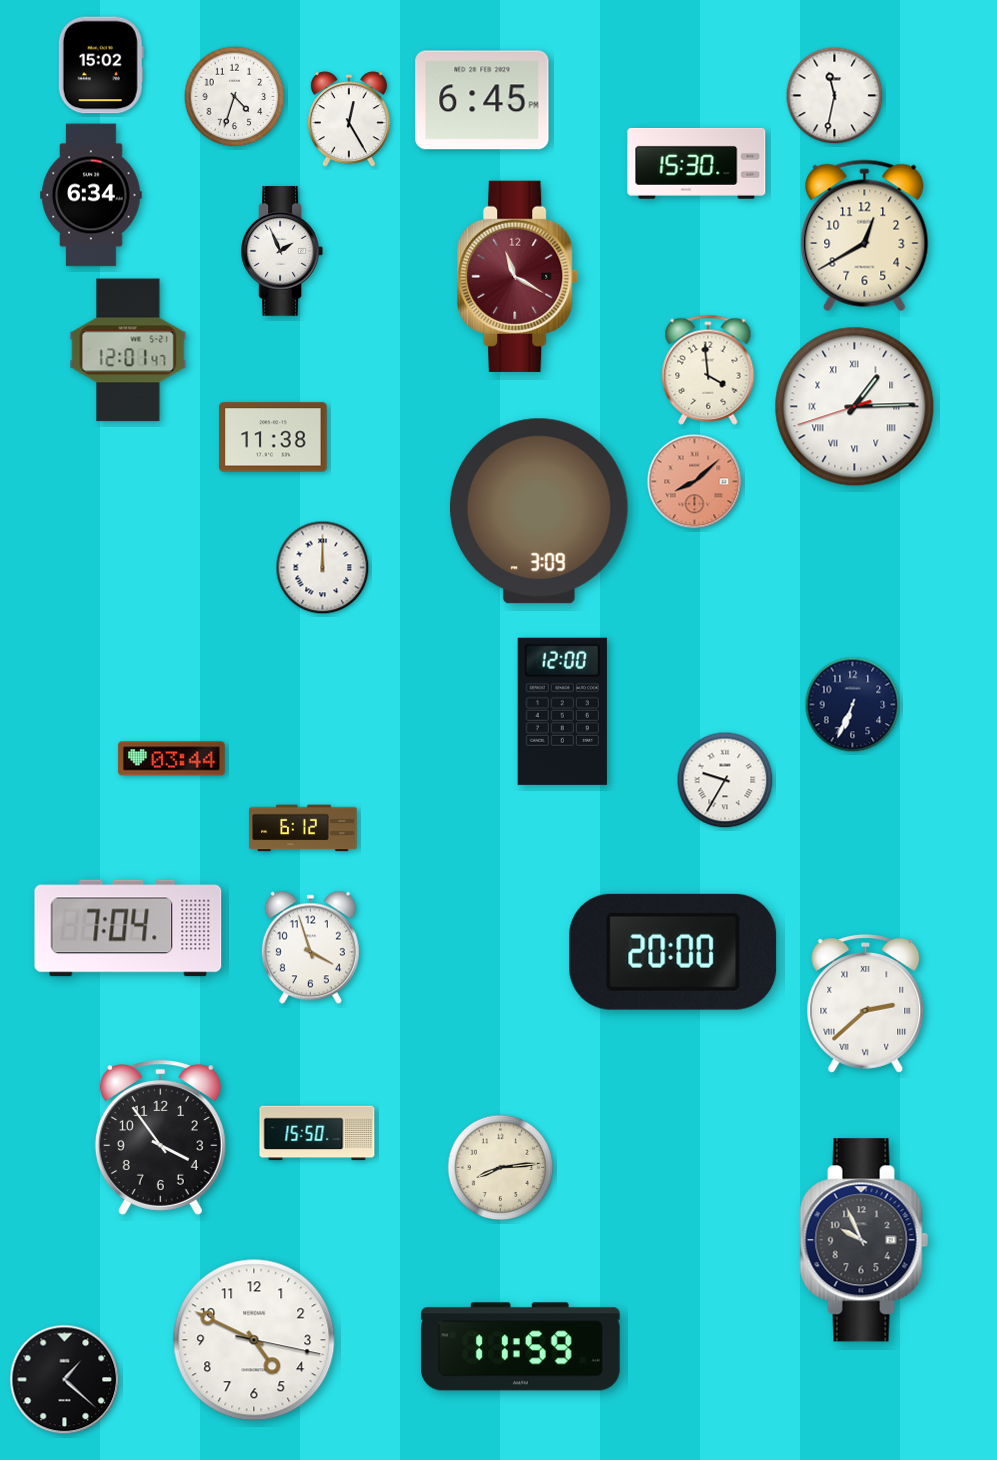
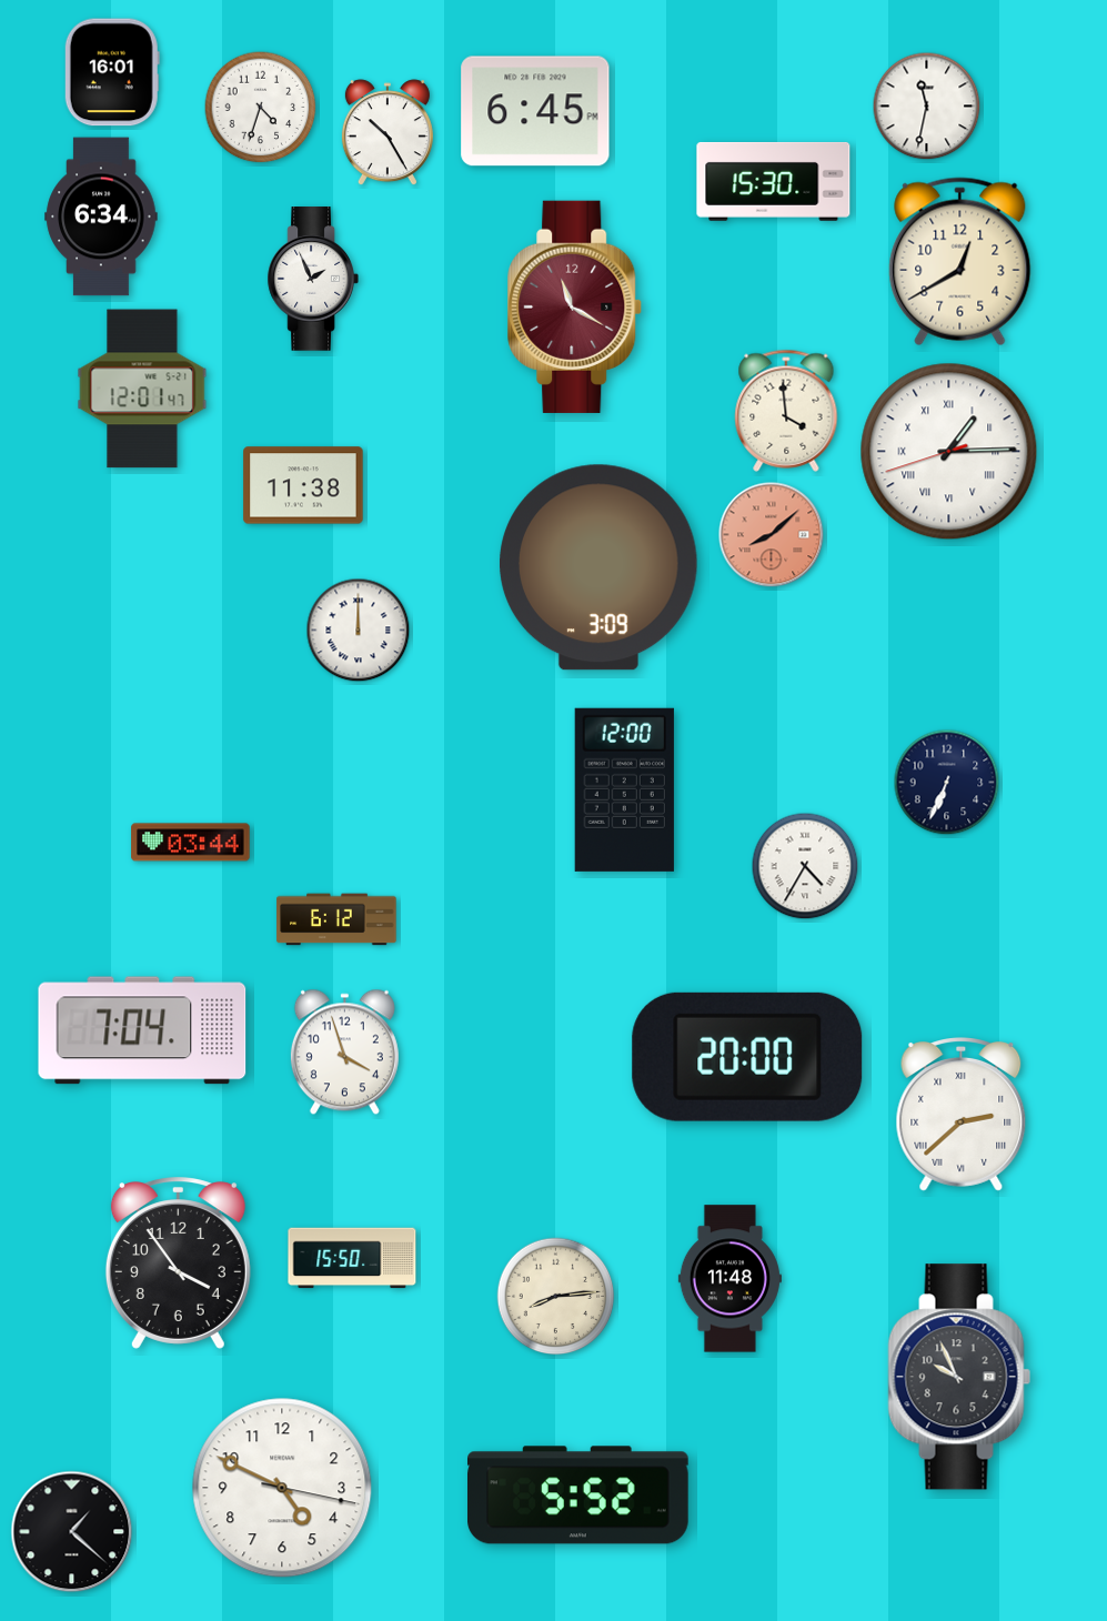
clock at (101, 65): 15:02 -> 16:01
clock at (349, 120): 12:25 -> 10:25
clock at (725, 780): 9:35 -> 4:35
clock at (729, 1279): none -> 11:48
clock at (521, 1347): 11:59 -> 5:52
